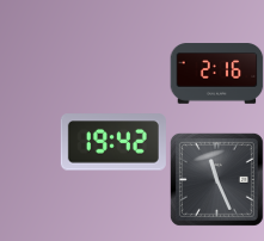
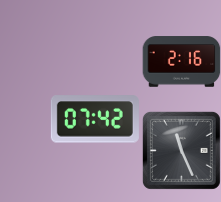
clock at (113, 142): 19:42 -> 07:42
